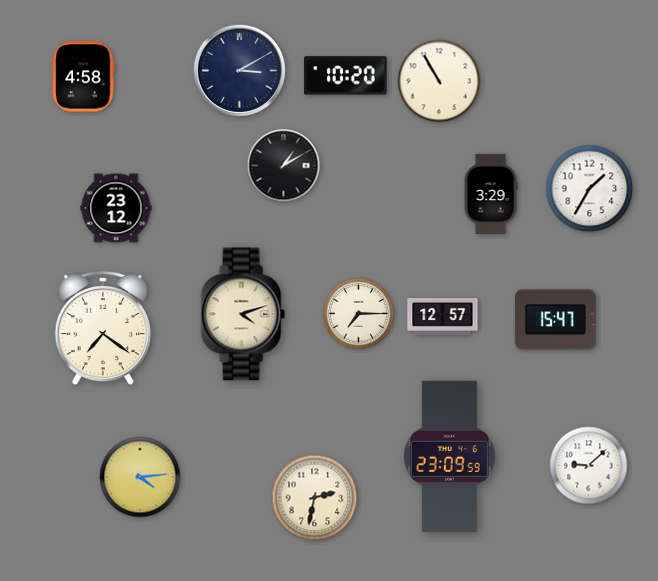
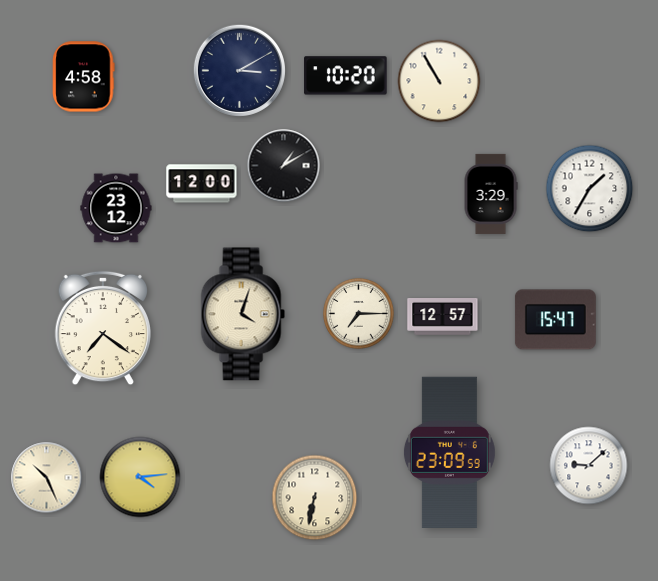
clock at (202, 184): none -> 12:00
clock at (243, 314): 4:12 -> 4:03
clock at (449, 456) position: (449, 456) -> (449, 452)
clock at (47, 478): none -> 10:26
clock at (315, 498): 2:32 -> 6:32
